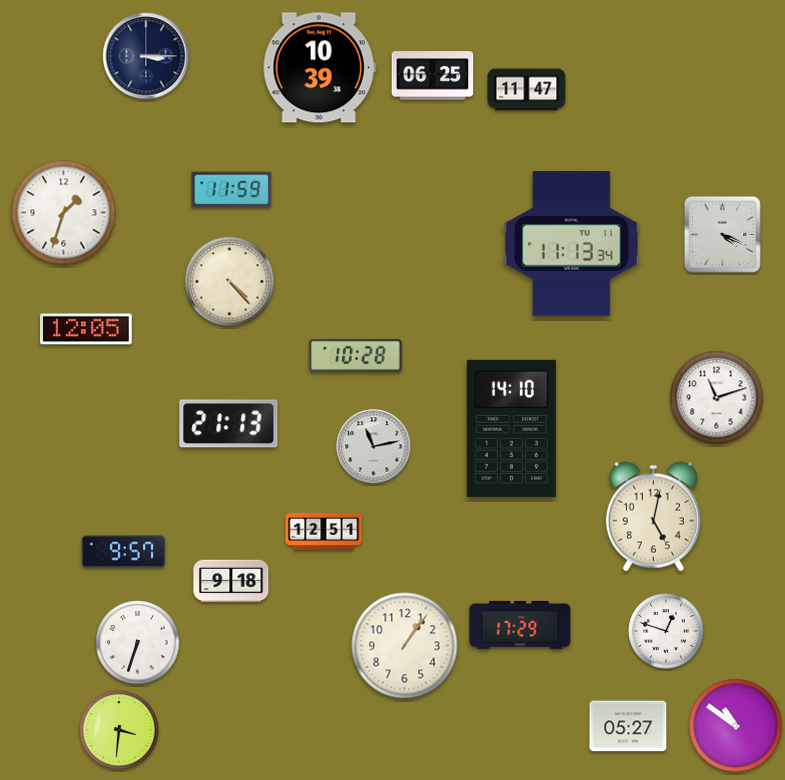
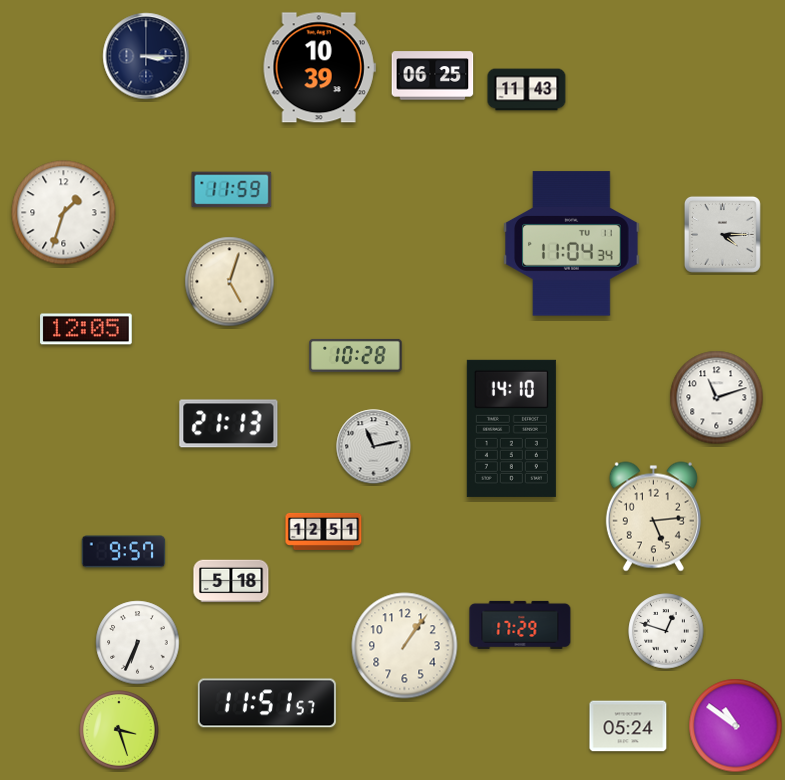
clock at (527, 90): 11:47 -> 11:43
clock at (722, 234): 4:19 -> 4:15
clock at (572, 244): 11:13 -> 11:04
clock at (230, 282): 4:23 -> 5:03
clock at (653, 517): 5:02 -> 5:14
clock at (231, 581): 9:18 -> 5:18
clock at (138, 643): 6:33 -> 6:34
clock at (267, 703): none -> 11:51
clock at (628, 726): 05:27 -> 05:24
clock at (119, 730): 3:31 -> 3:27
